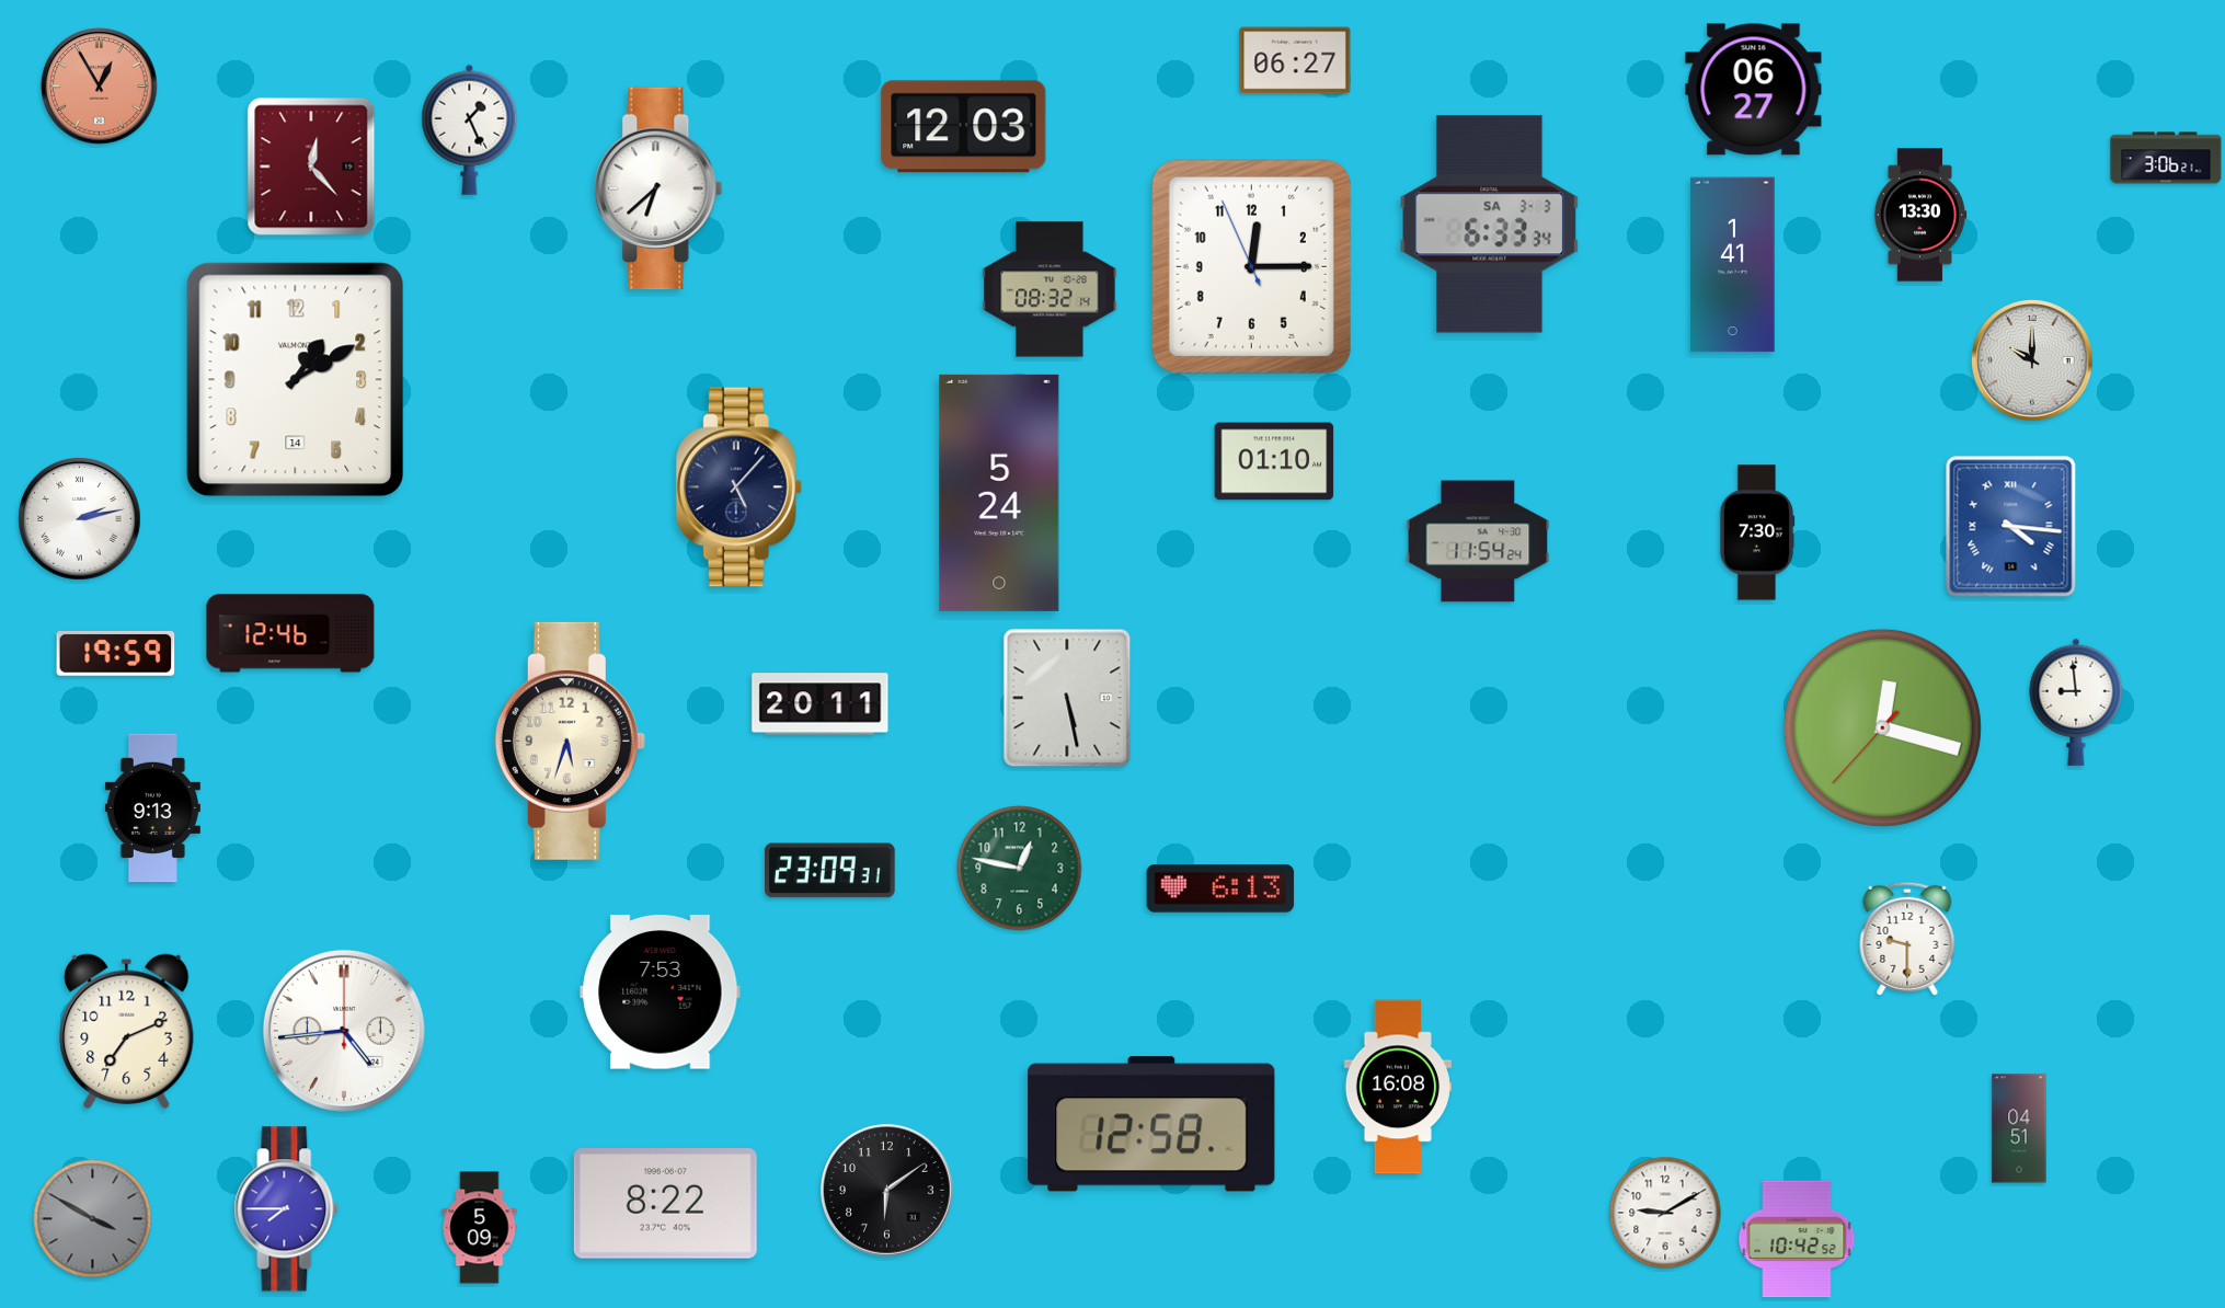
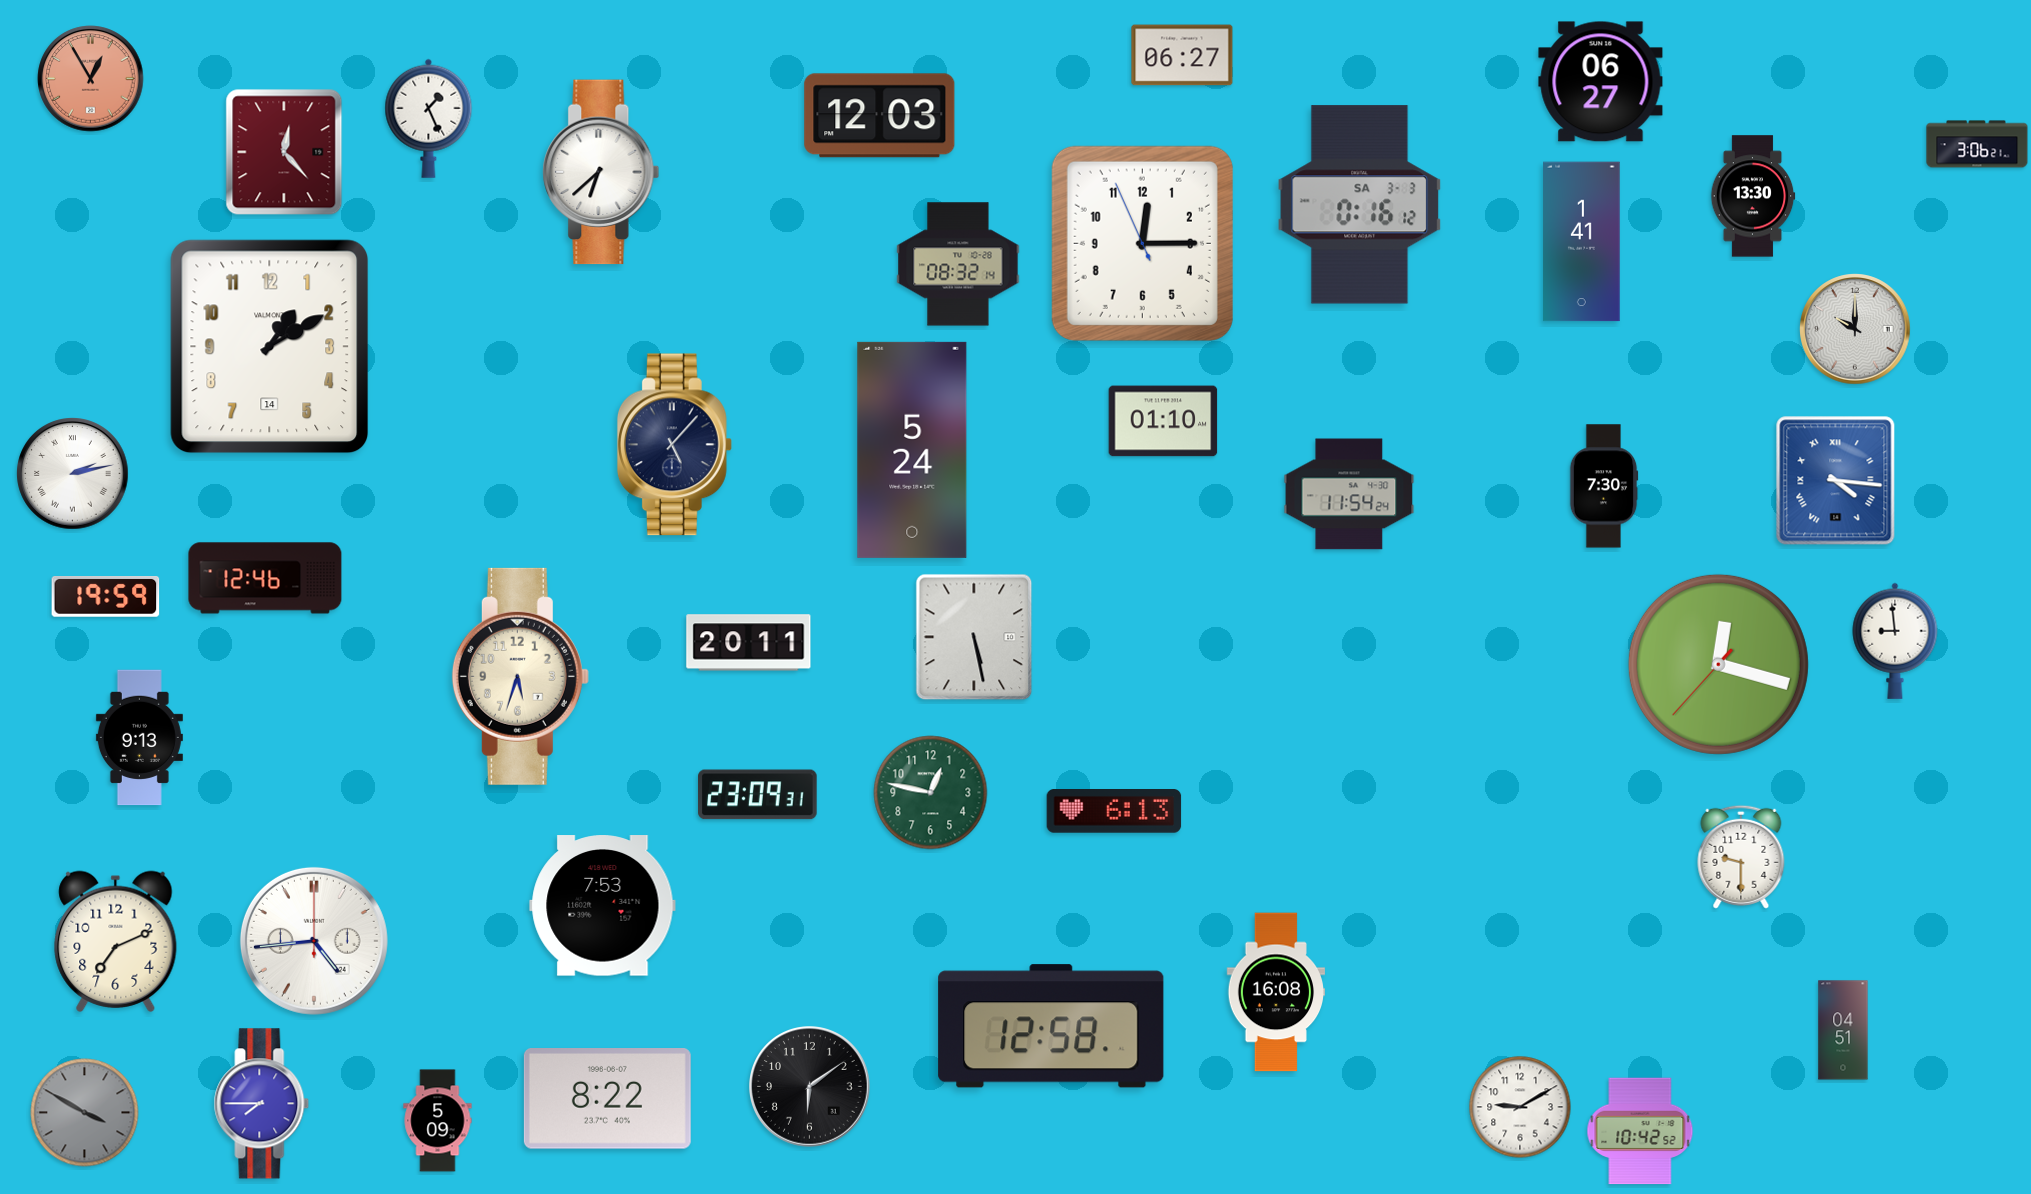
clock at (1490, 225): 6:33 -> 0:16
